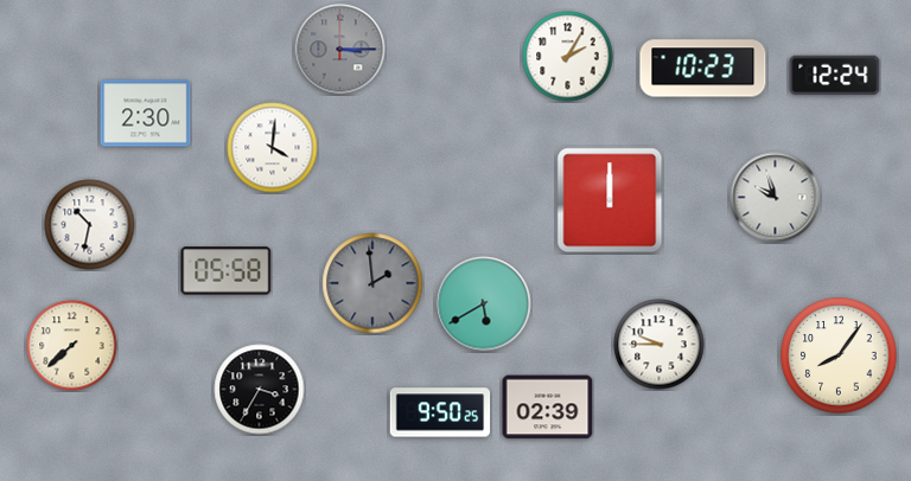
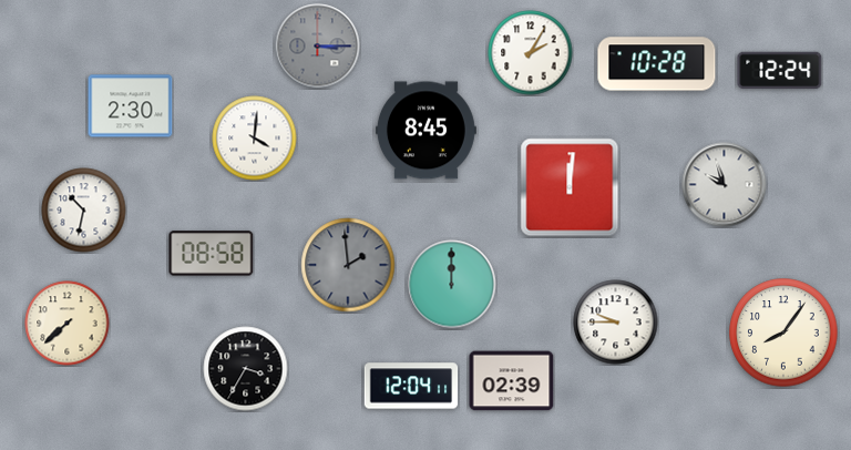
clock at (703, 69): 10:23 -> 10:28
clock at (146, 114) position: (146, 114) -> (131, 106)
clock at (425, 131): none -> 8:45
clock at (610, 200): 12:00 -> 12:01
clock at (227, 271): 05:58 -> 08:58
clock at (484, 304): 5:40 -> 12:00
clock at (260, 390) position: (260, 390) -> (246, 369)
clock at (440, 412): 9:50 -> 12:04
